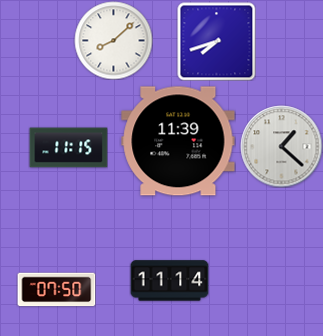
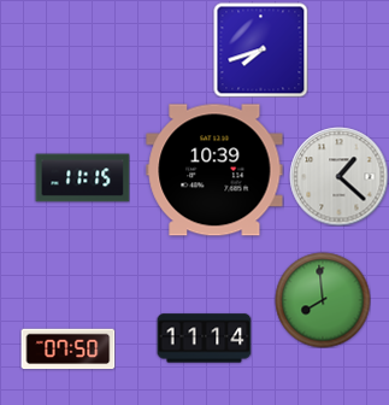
clock at (113, 40): 8:08 -> none
clock at (178, 141): 11:39 -> 10:39
clock at (323, 300): none -> 7:59
